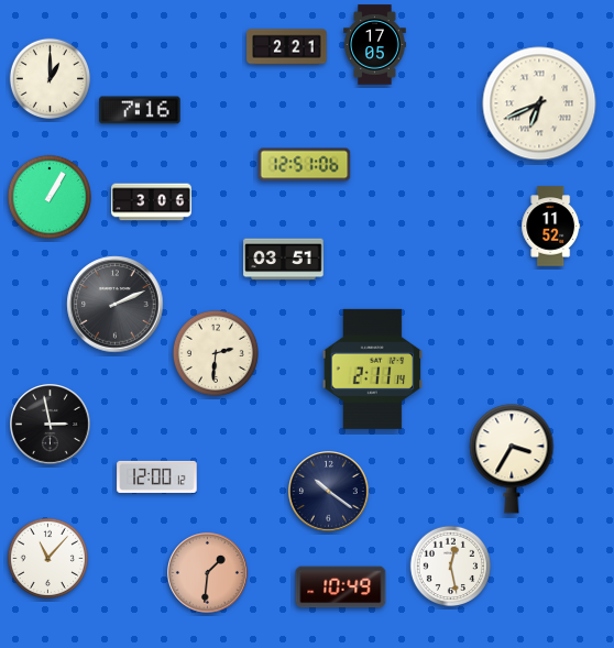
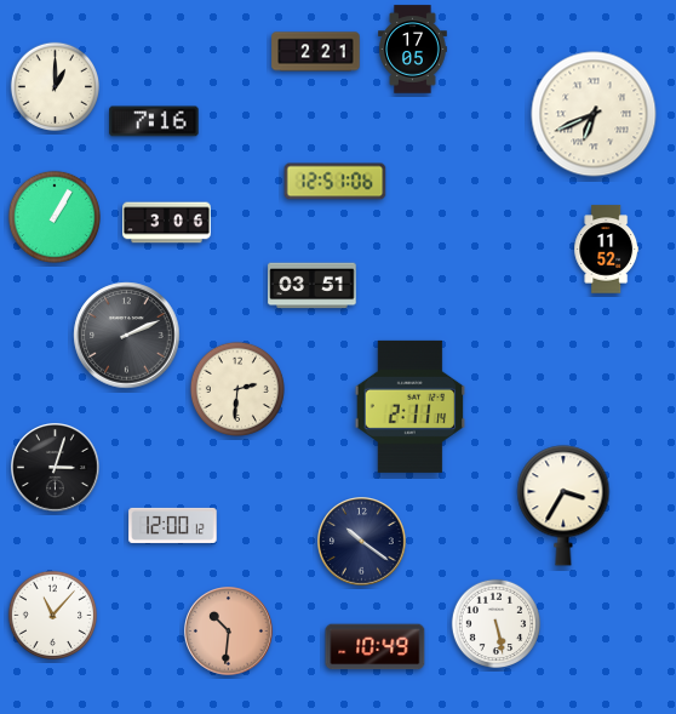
clock at (51, 425): 2:58 -> 3:03
clock at (451, 567): 12:28 -> 5:28
clock at (208, 573): 1:31 -> 10:31
